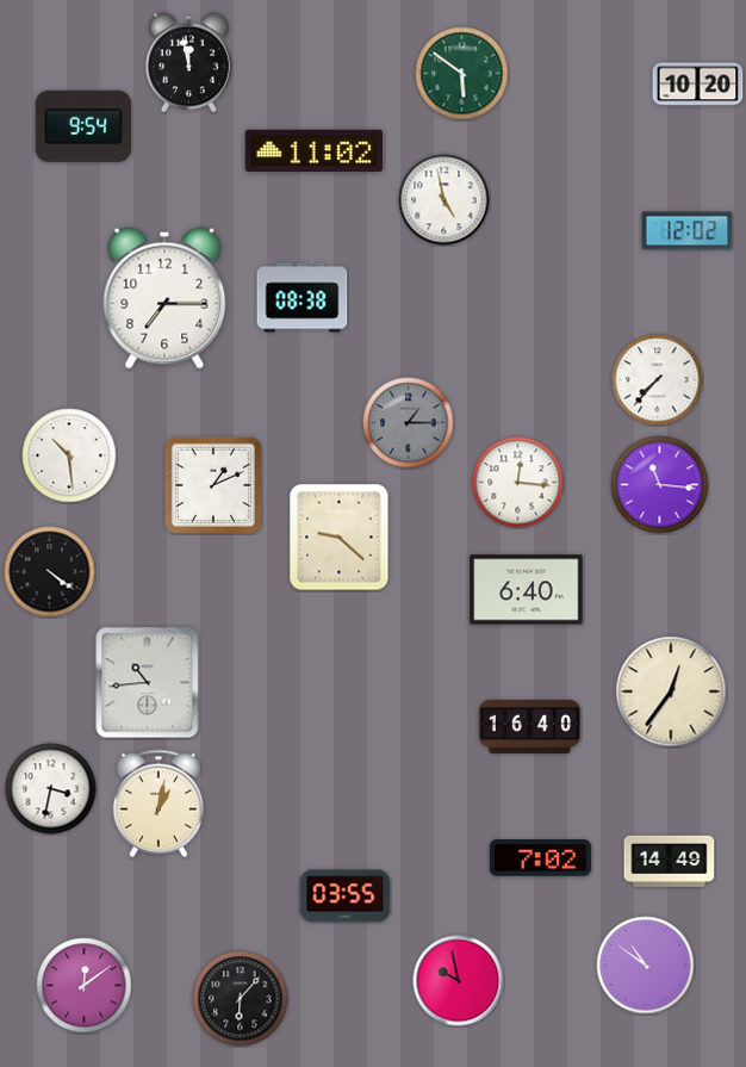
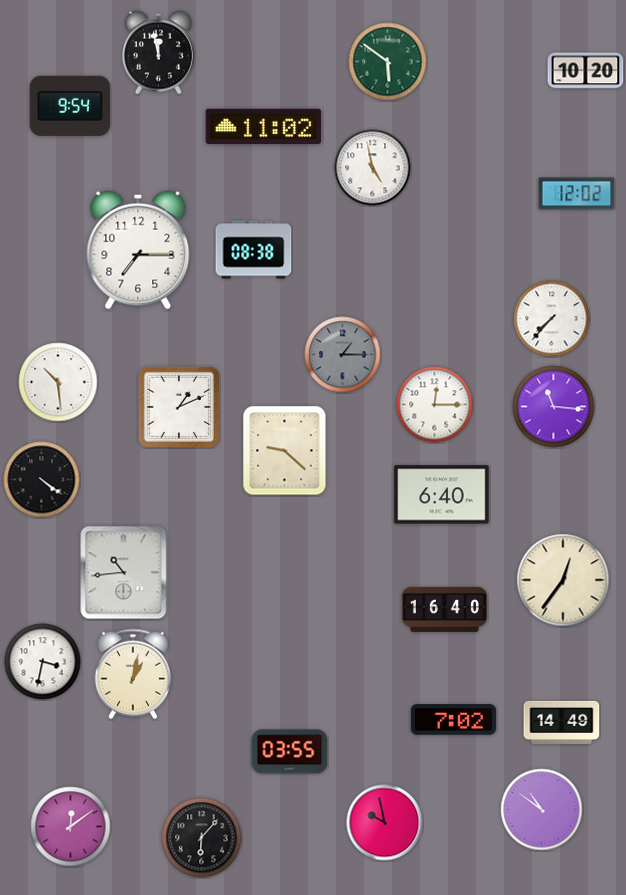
clock at (518, 483): 12:16 -> 12:15
